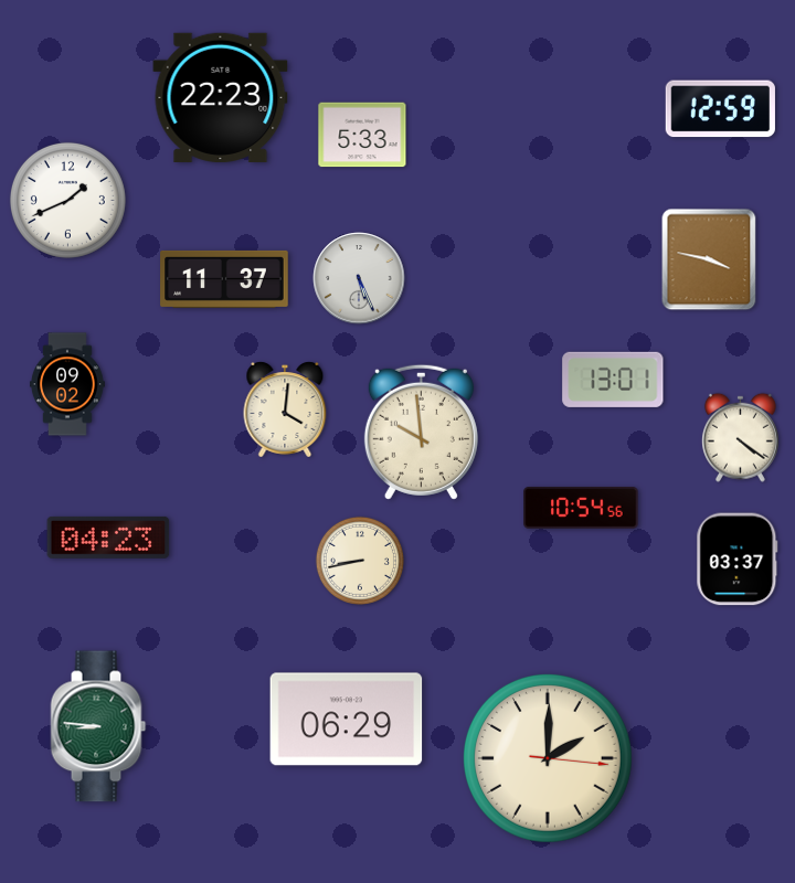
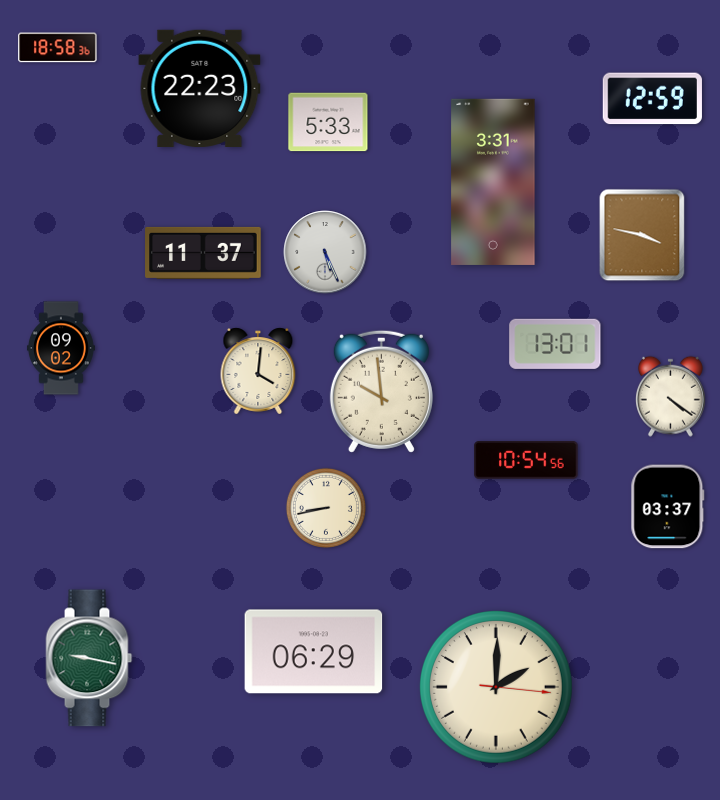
clock at (58, 48): none -> 18:58
clock at (67, 200): 1:41 -> none
clock at (493, 182): none -> 3:31
clock at (108, 538): 04:23 -> none
clock at (98, 726): 8:46 -> 9:17
